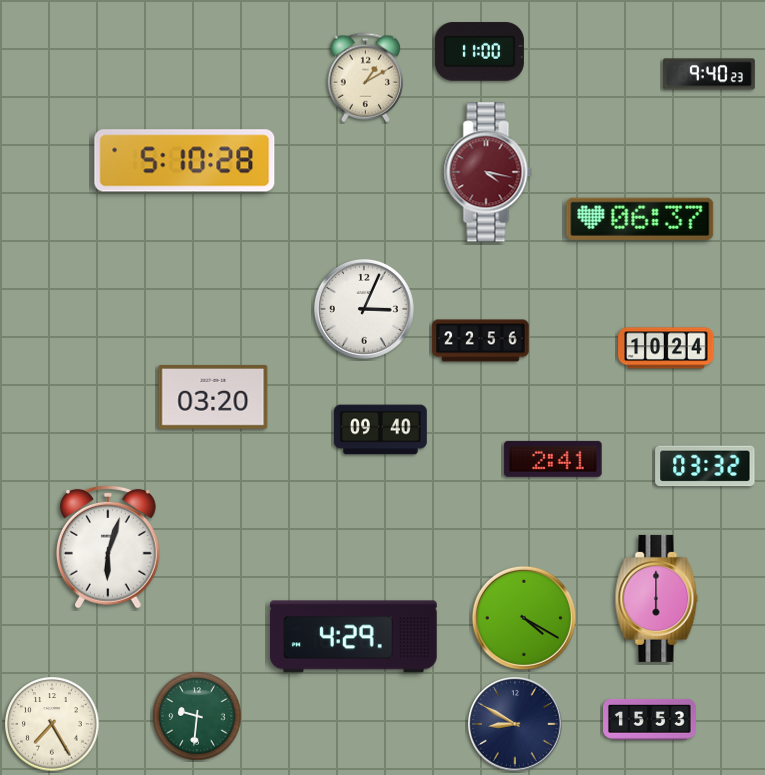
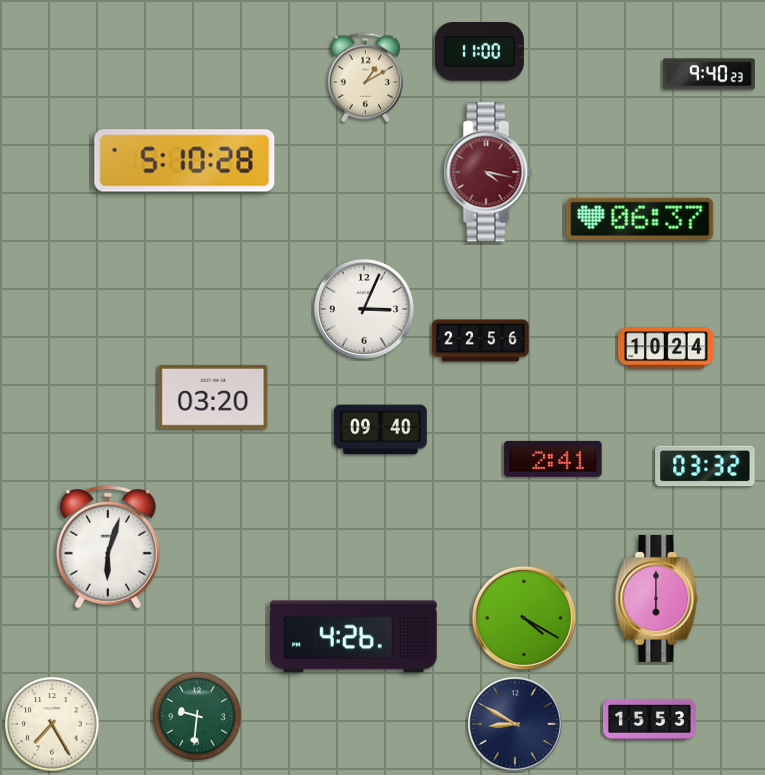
clock at (353, 637): 4:29 -> 4:26
